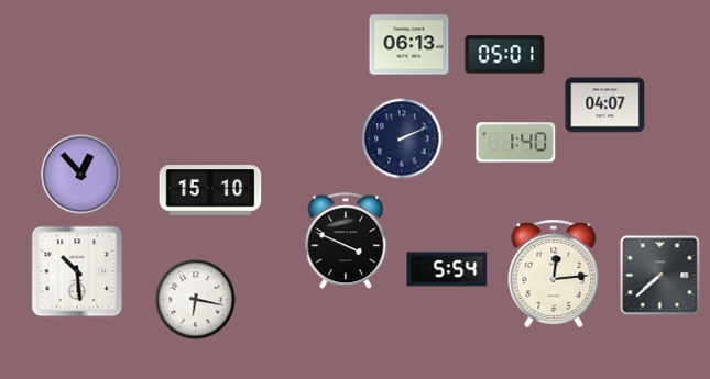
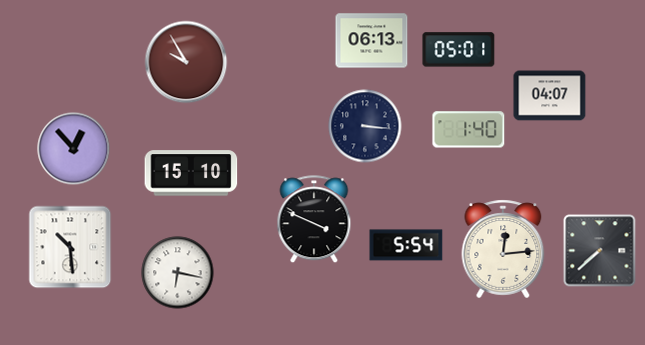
clock at (186, 62): none -> 9:55
clock at (402, 138): 2:11 -> 3:16
clock at (81, 175) position: (81, 175) -> (74, 149)
